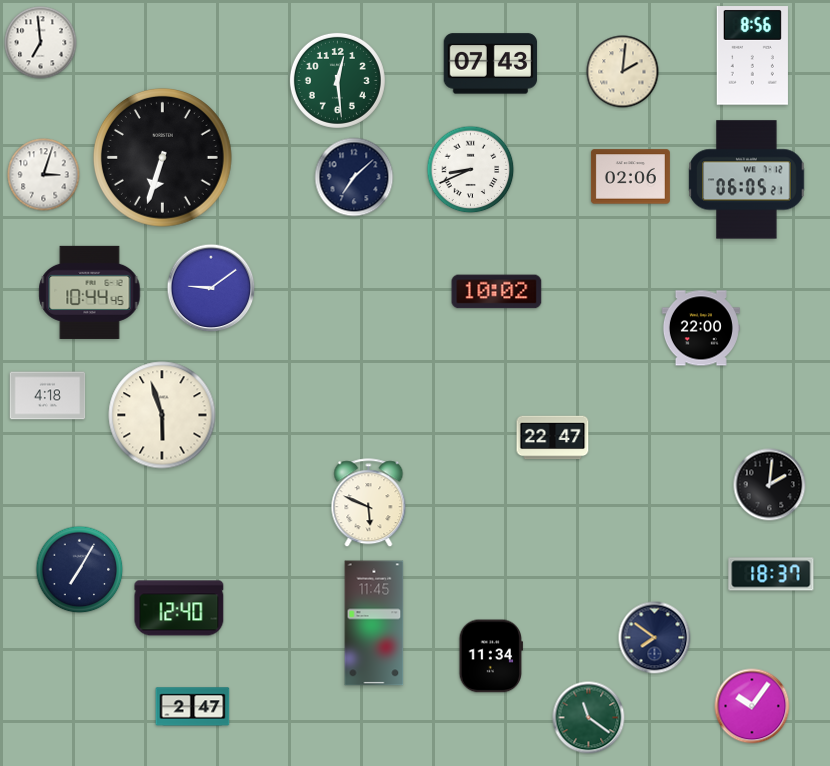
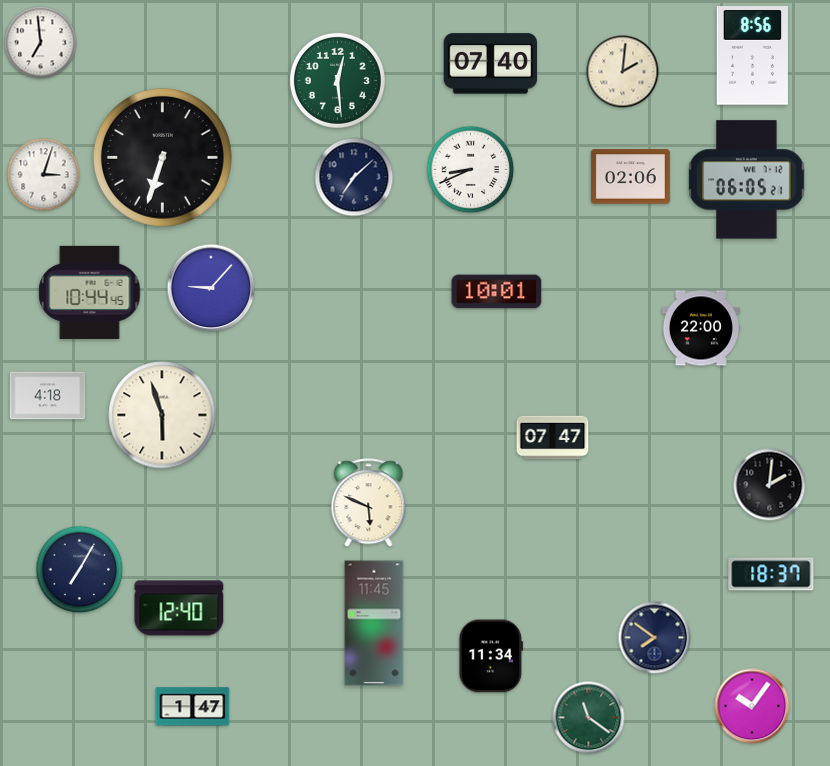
clock at (491, 64): 07:43 -> 07:40
clock at (211, 288): 9:09 -> 9:07
clock at (497, 292): 10:02 -> 10:01
clock at (553, 438): 22:47 -> 07:47
clock at (193, 707): 2:47 -> 1:47
